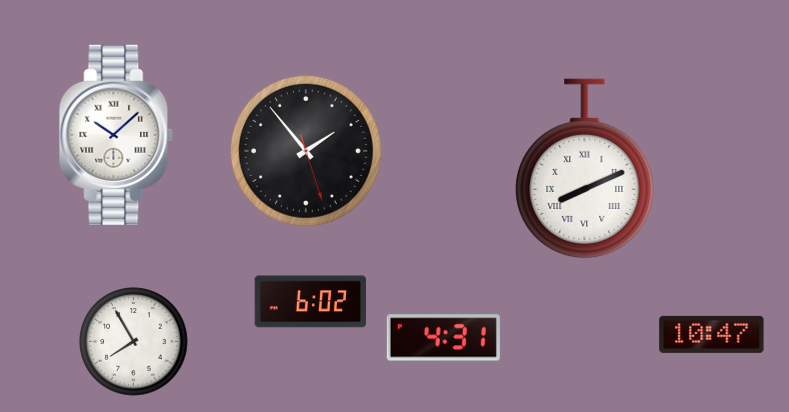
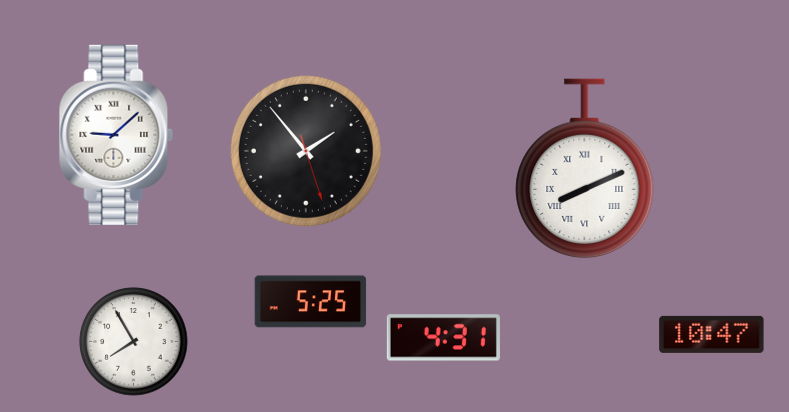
clock at (116, 135): 10:08 -> 9:08
clock at (311, 302): 6:02 -> 5:25
